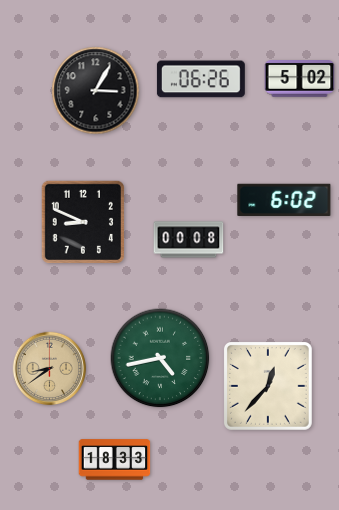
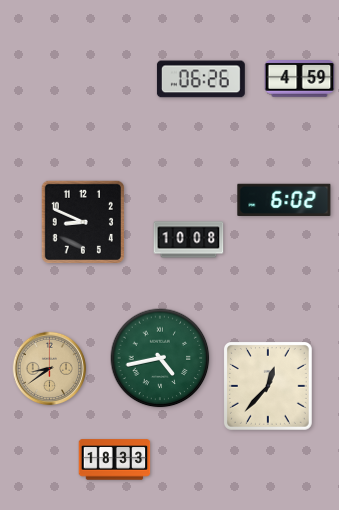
clock at (300, 79): 5:02 -> 4:59
clock at (96, 91): 3:05 -> none
clock at (189, 240): 00:08 -> 10:08
